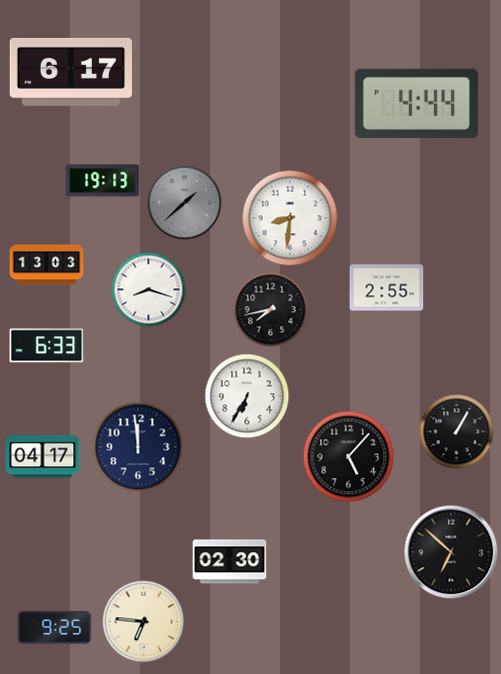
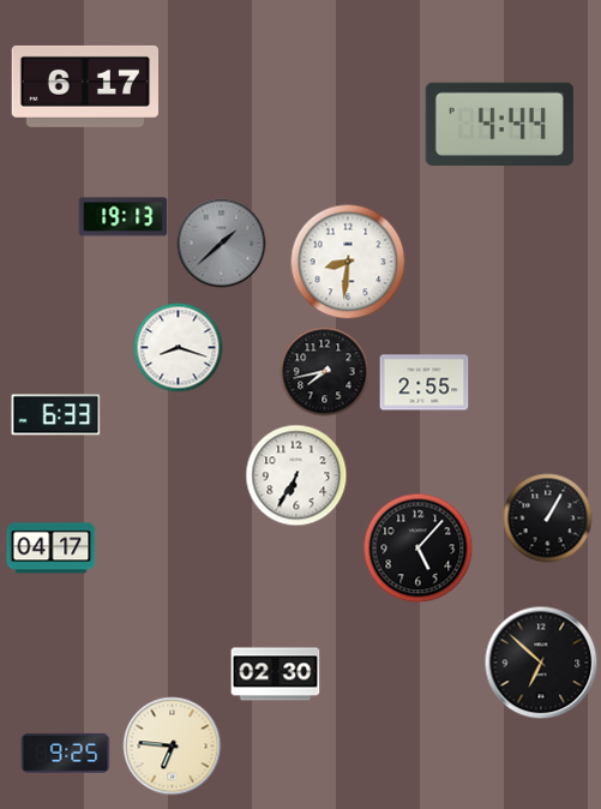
clock at (47, 265): 13:03 -> none
clock at (387, 288) position: (387, 288) -> (425, 383)
clock at (138, 447): 11:59 -> none
